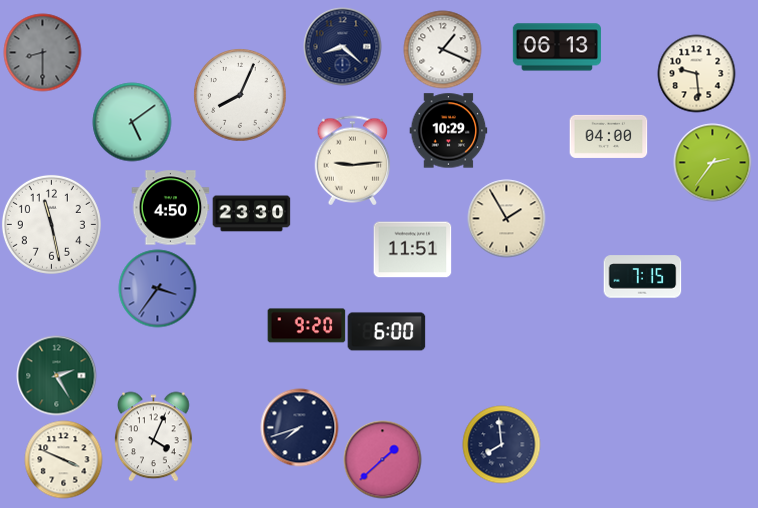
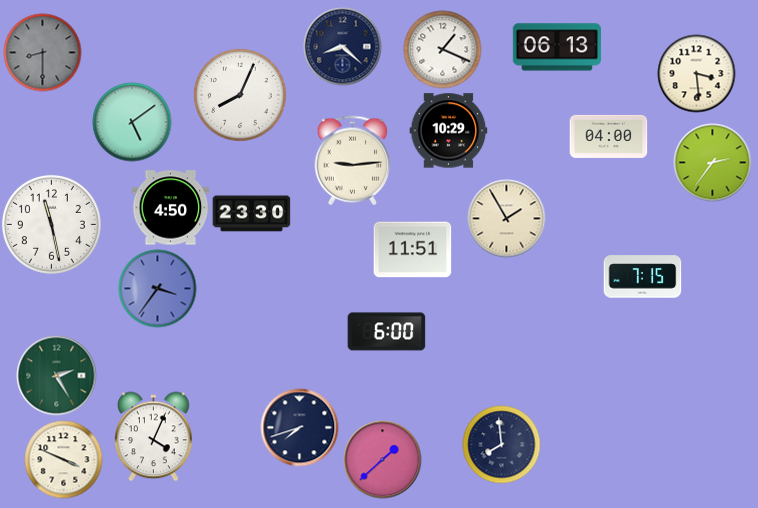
clock at (696, 73): 9:29 -> 3:29
clock at (306, 326): 9:20 -> none
